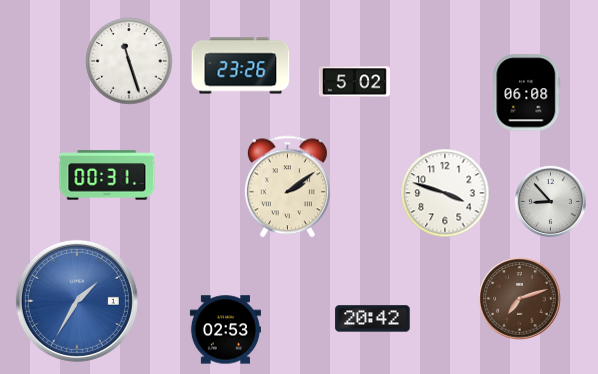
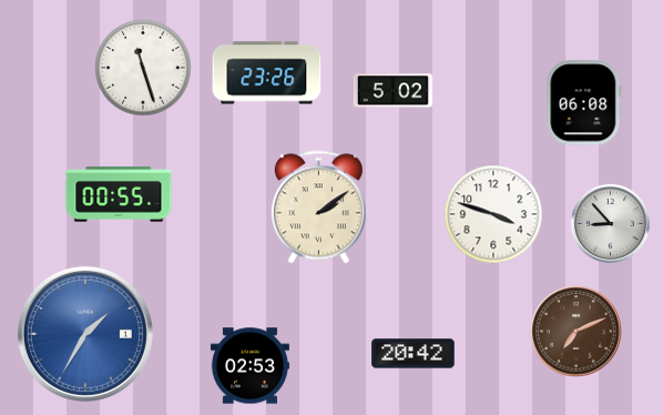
clock at (107, 175): 00:31 -> 00:55
clock at (520, 299): 7:12 -> 7:11
